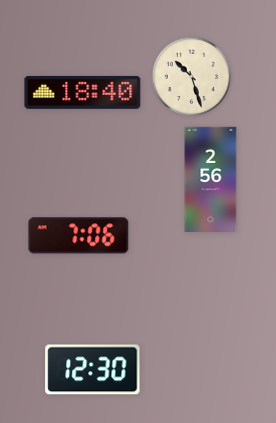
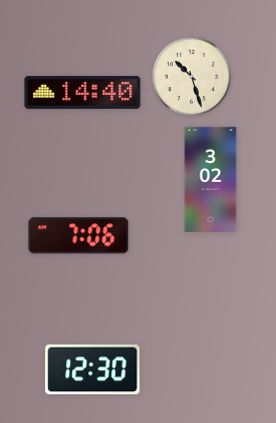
clock at (83, 92): 18:40 -> 14:40
clock at (211, 179): 2:56 -> 3:02
